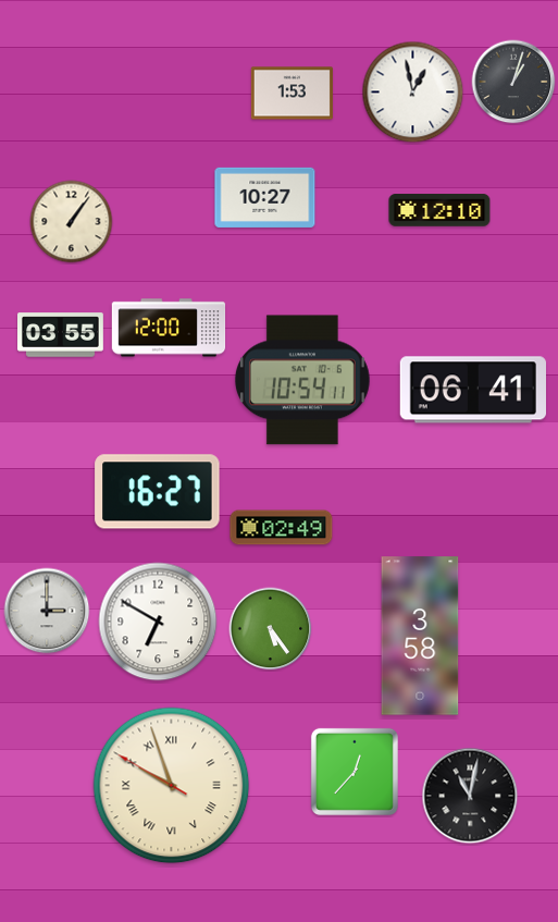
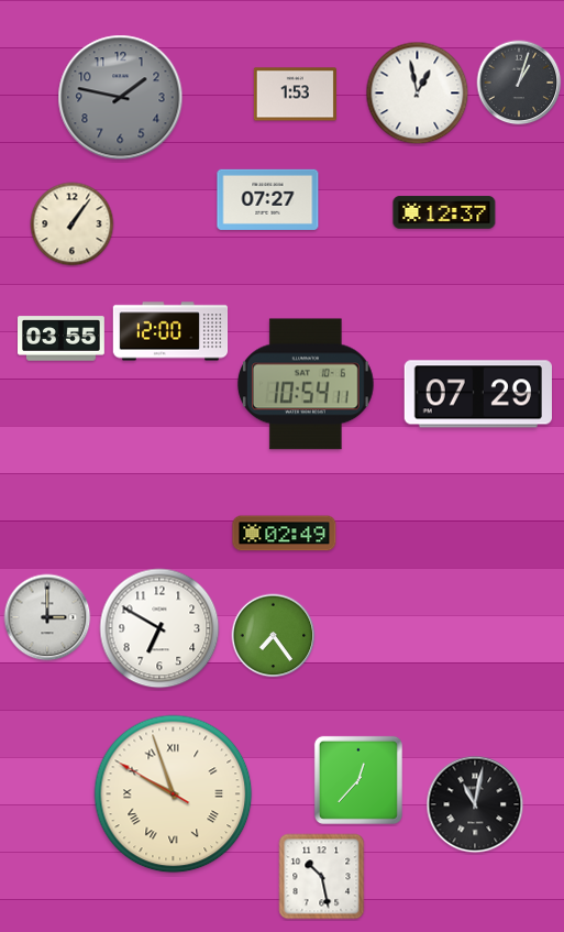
clock at (121, 98): none -> 1:47
clock at (265, 197): 10:27 -> 07:27
clock at (439, 210): 12:10 -> 12:37
clock at (472, 390): 06:41 -> 07:29
clock at (158, 492): 16:27 -> none
clock at (271, 629): 5:24 -> 7:24
clock at (420, 636): 3:58 -> none
clock at (322, 877): none -> 10:28
